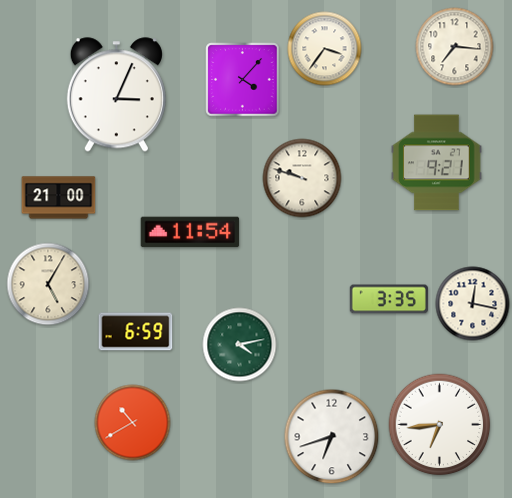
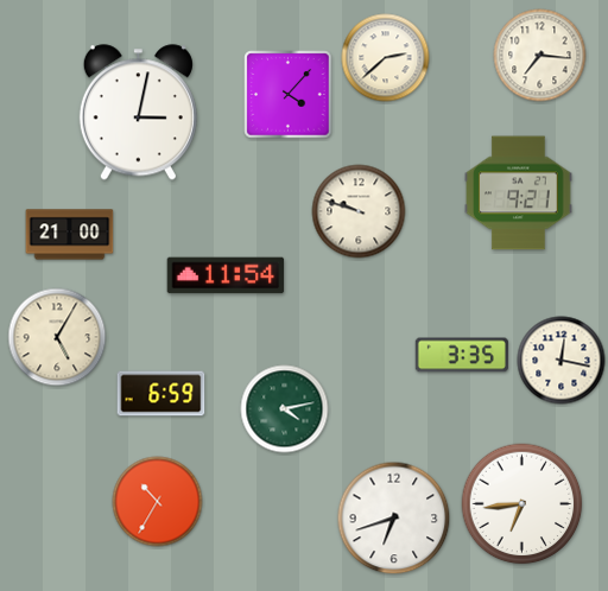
clock at (325, 49): 3:36 -> 2:38
clock at (116, 95): 3:04 -> 3:02
clock at (133, 423): 10:40 -> 10:35
